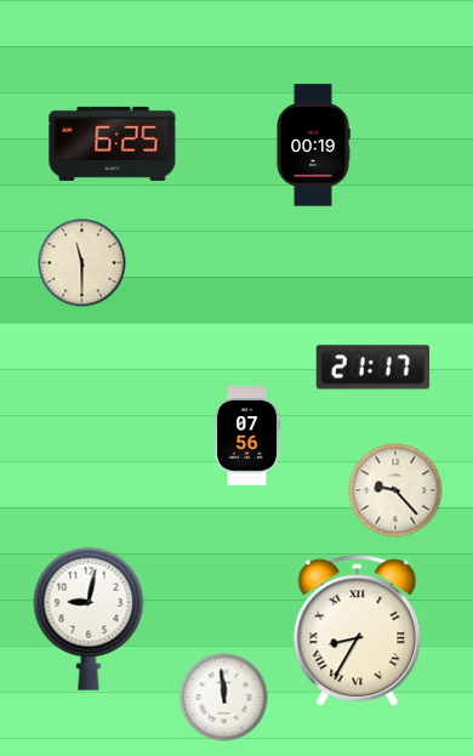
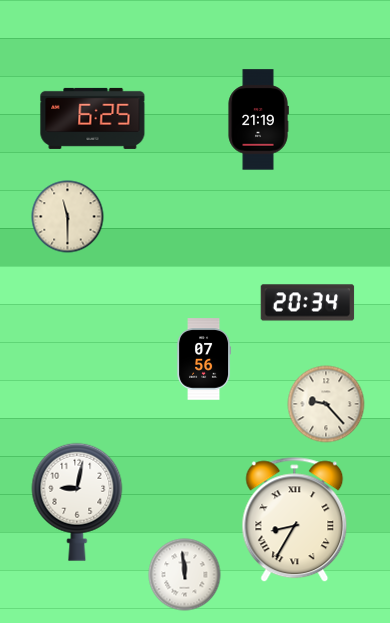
clock at (313, 146): 00:19 -> 21:19
clock at (374, 368): 21:17 -> 20:34
clock at (89, 619) position: (89, 619) -> (77, 502)
